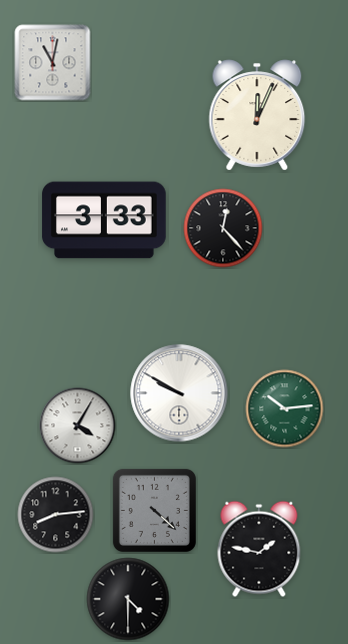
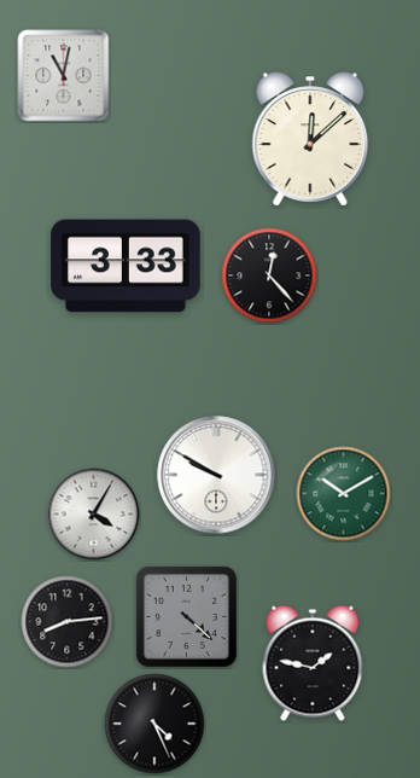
clock at (257, 115): 12:04 -> 12:08
clock at (285, 409): 10:14 -> 10:10
clock at (128, 599): 4:30 -> 4:26
